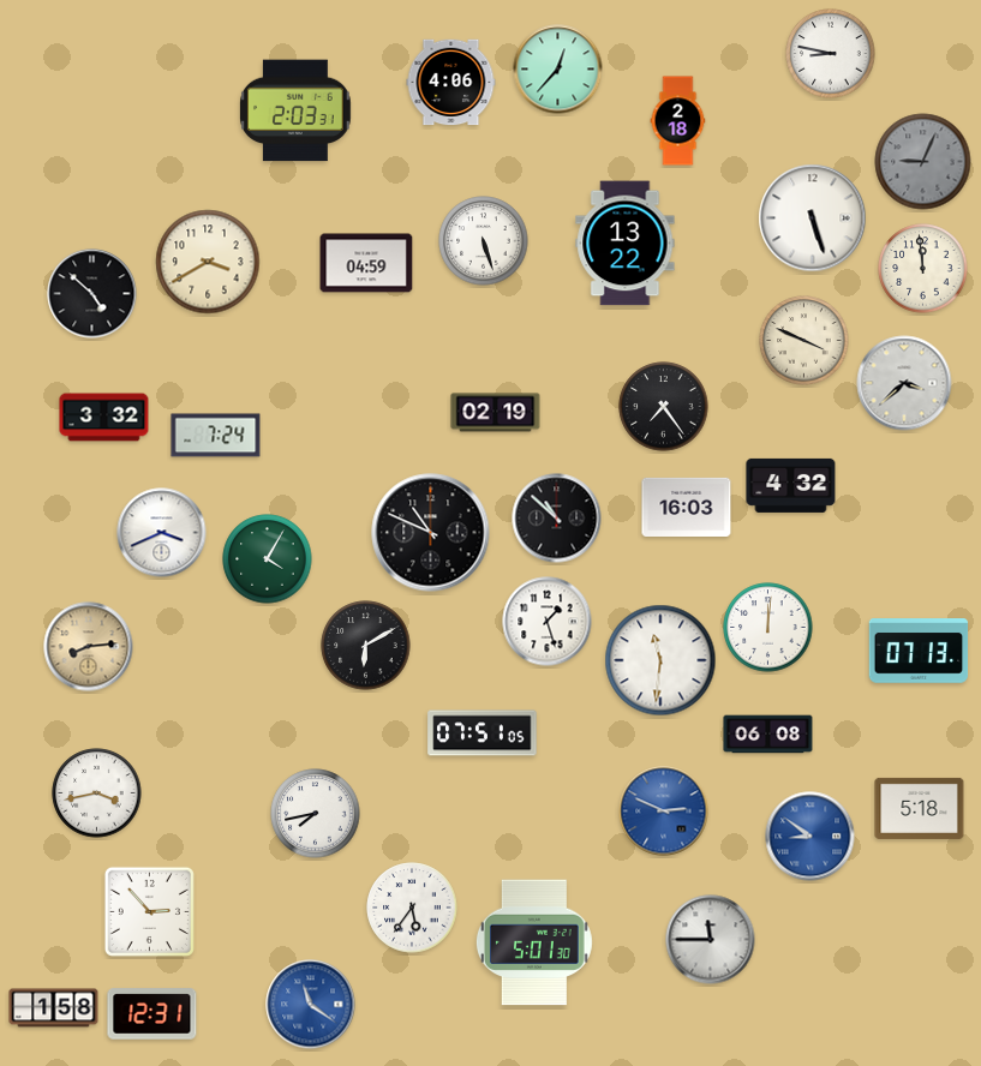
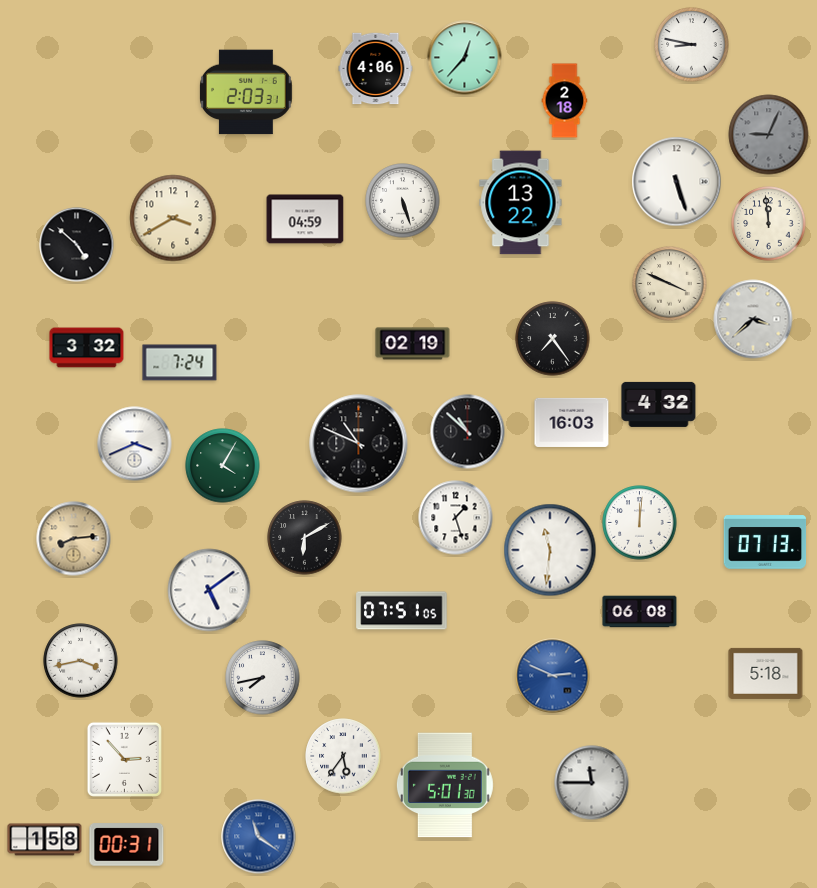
clock at (557, 519) position: (557, 519) -> (468, 432)
clock at (209, 590): none -> 5:09
clock at (810, 837): 8:51 -> none
clock at (152, 1014): 12:31 -> 00:31
